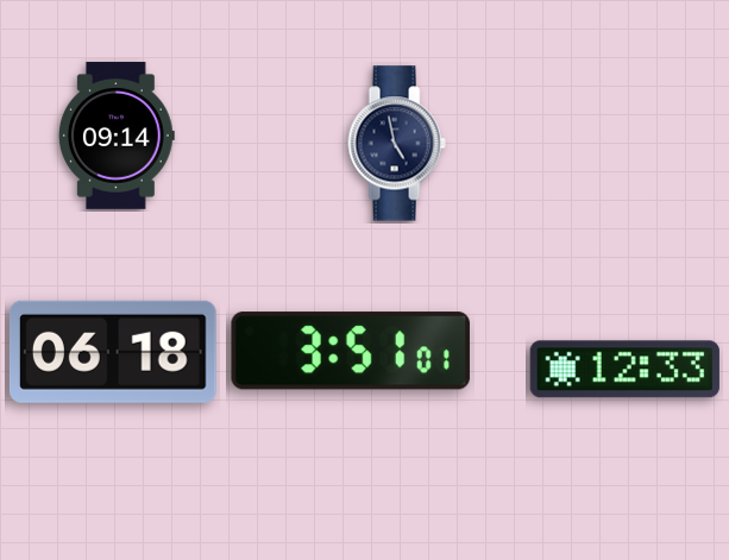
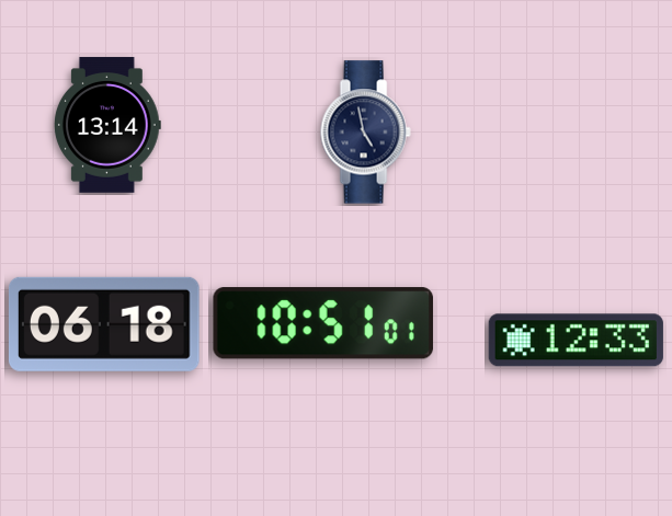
clock at (117, 136): 09:14 -> 13:14
clock at (351, 351): 3:51 -> 10:51
